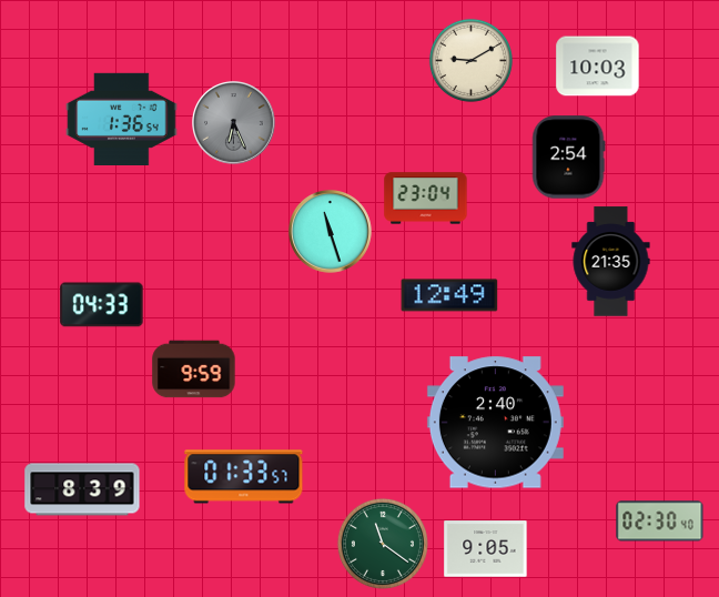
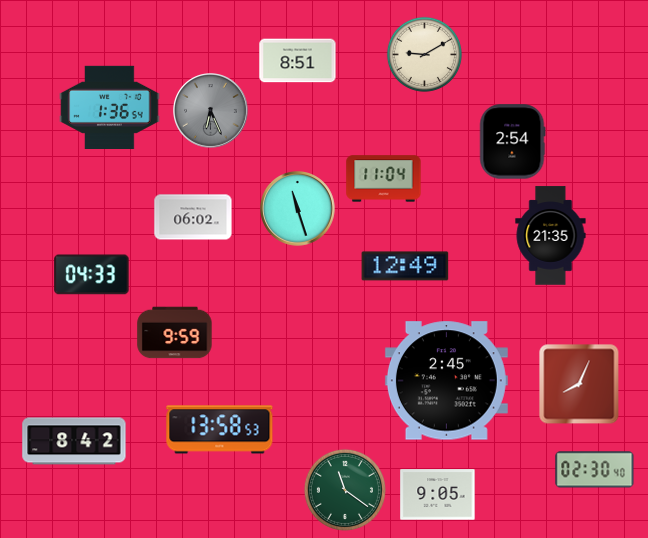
clock at (598, 67): 10:03 -> none
clock at (298, 61): none -> 8:51
clock at (426, 199): 23:04 -> 11:04
clock at (193, 217): none -> 06:02
clock at (495, 423): 2:40 -> 2:45
clock at (579, 384): none -> 8:04
clock at (244, 477): 01:33 -> 13:58
clock at (82, 489): 8:39 -> 8:42
